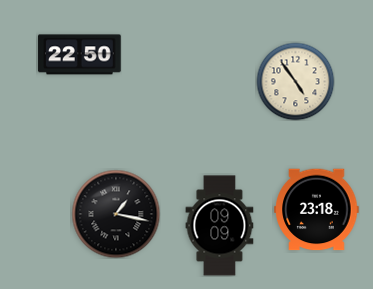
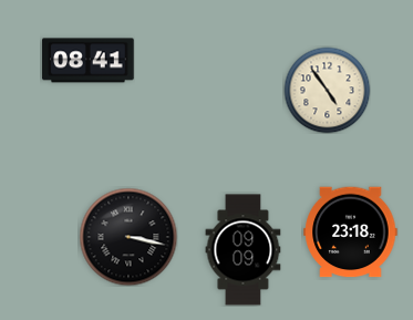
clock at (80, 55): 22:50 -> 08:41
clock at (116, 214): 1:17 -> 3:17
